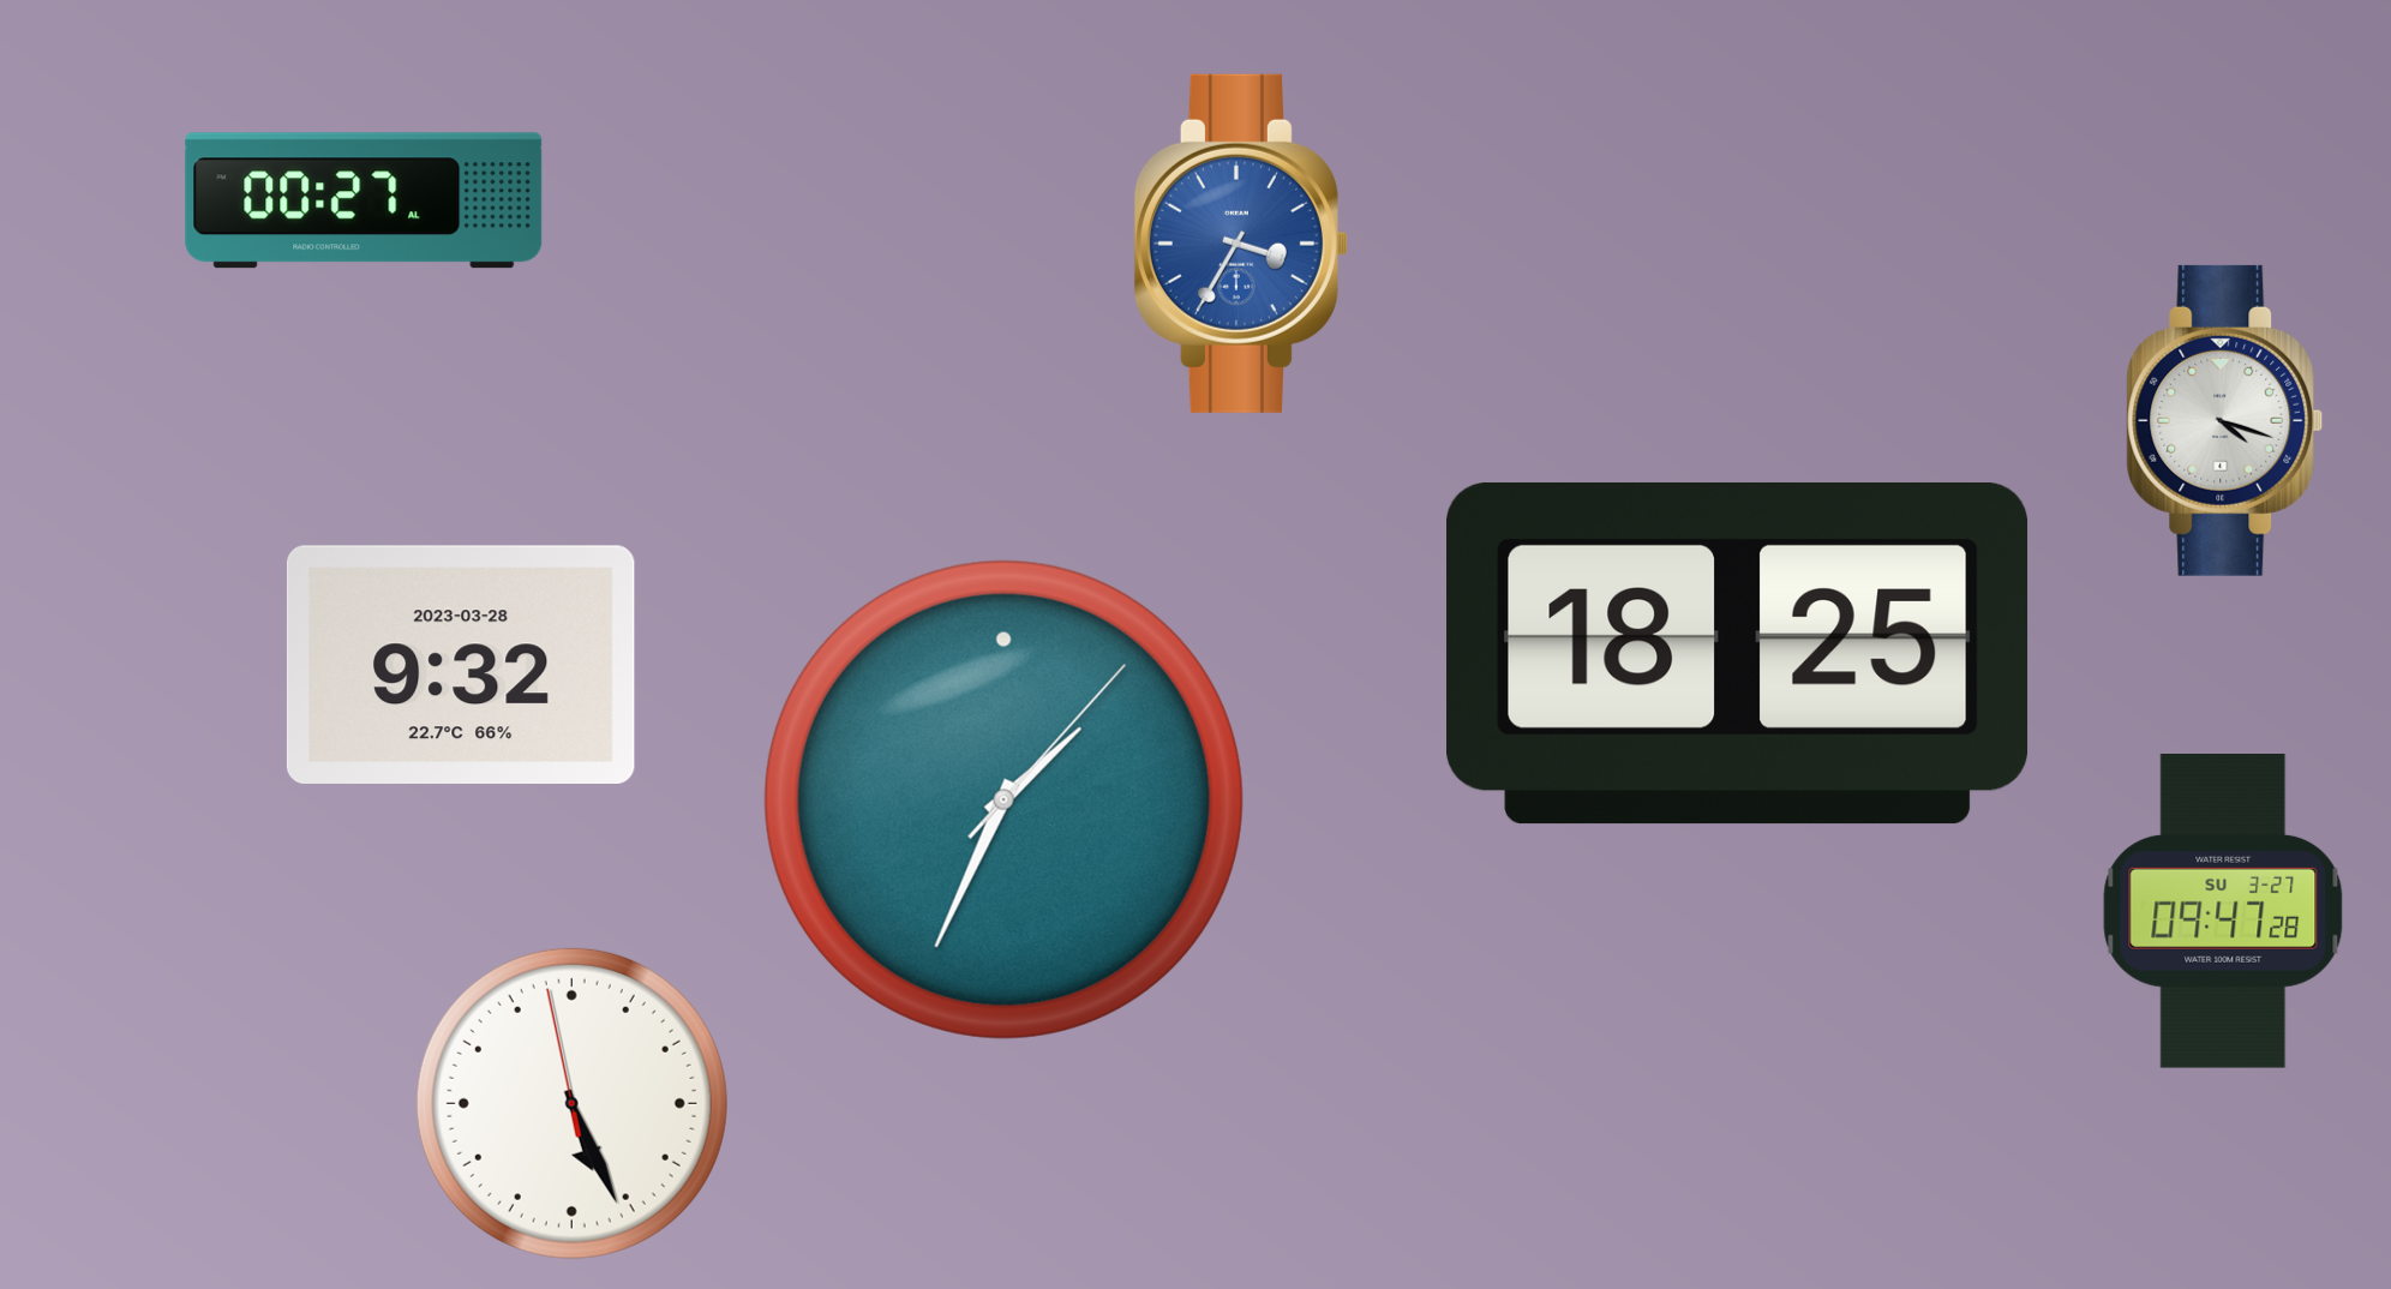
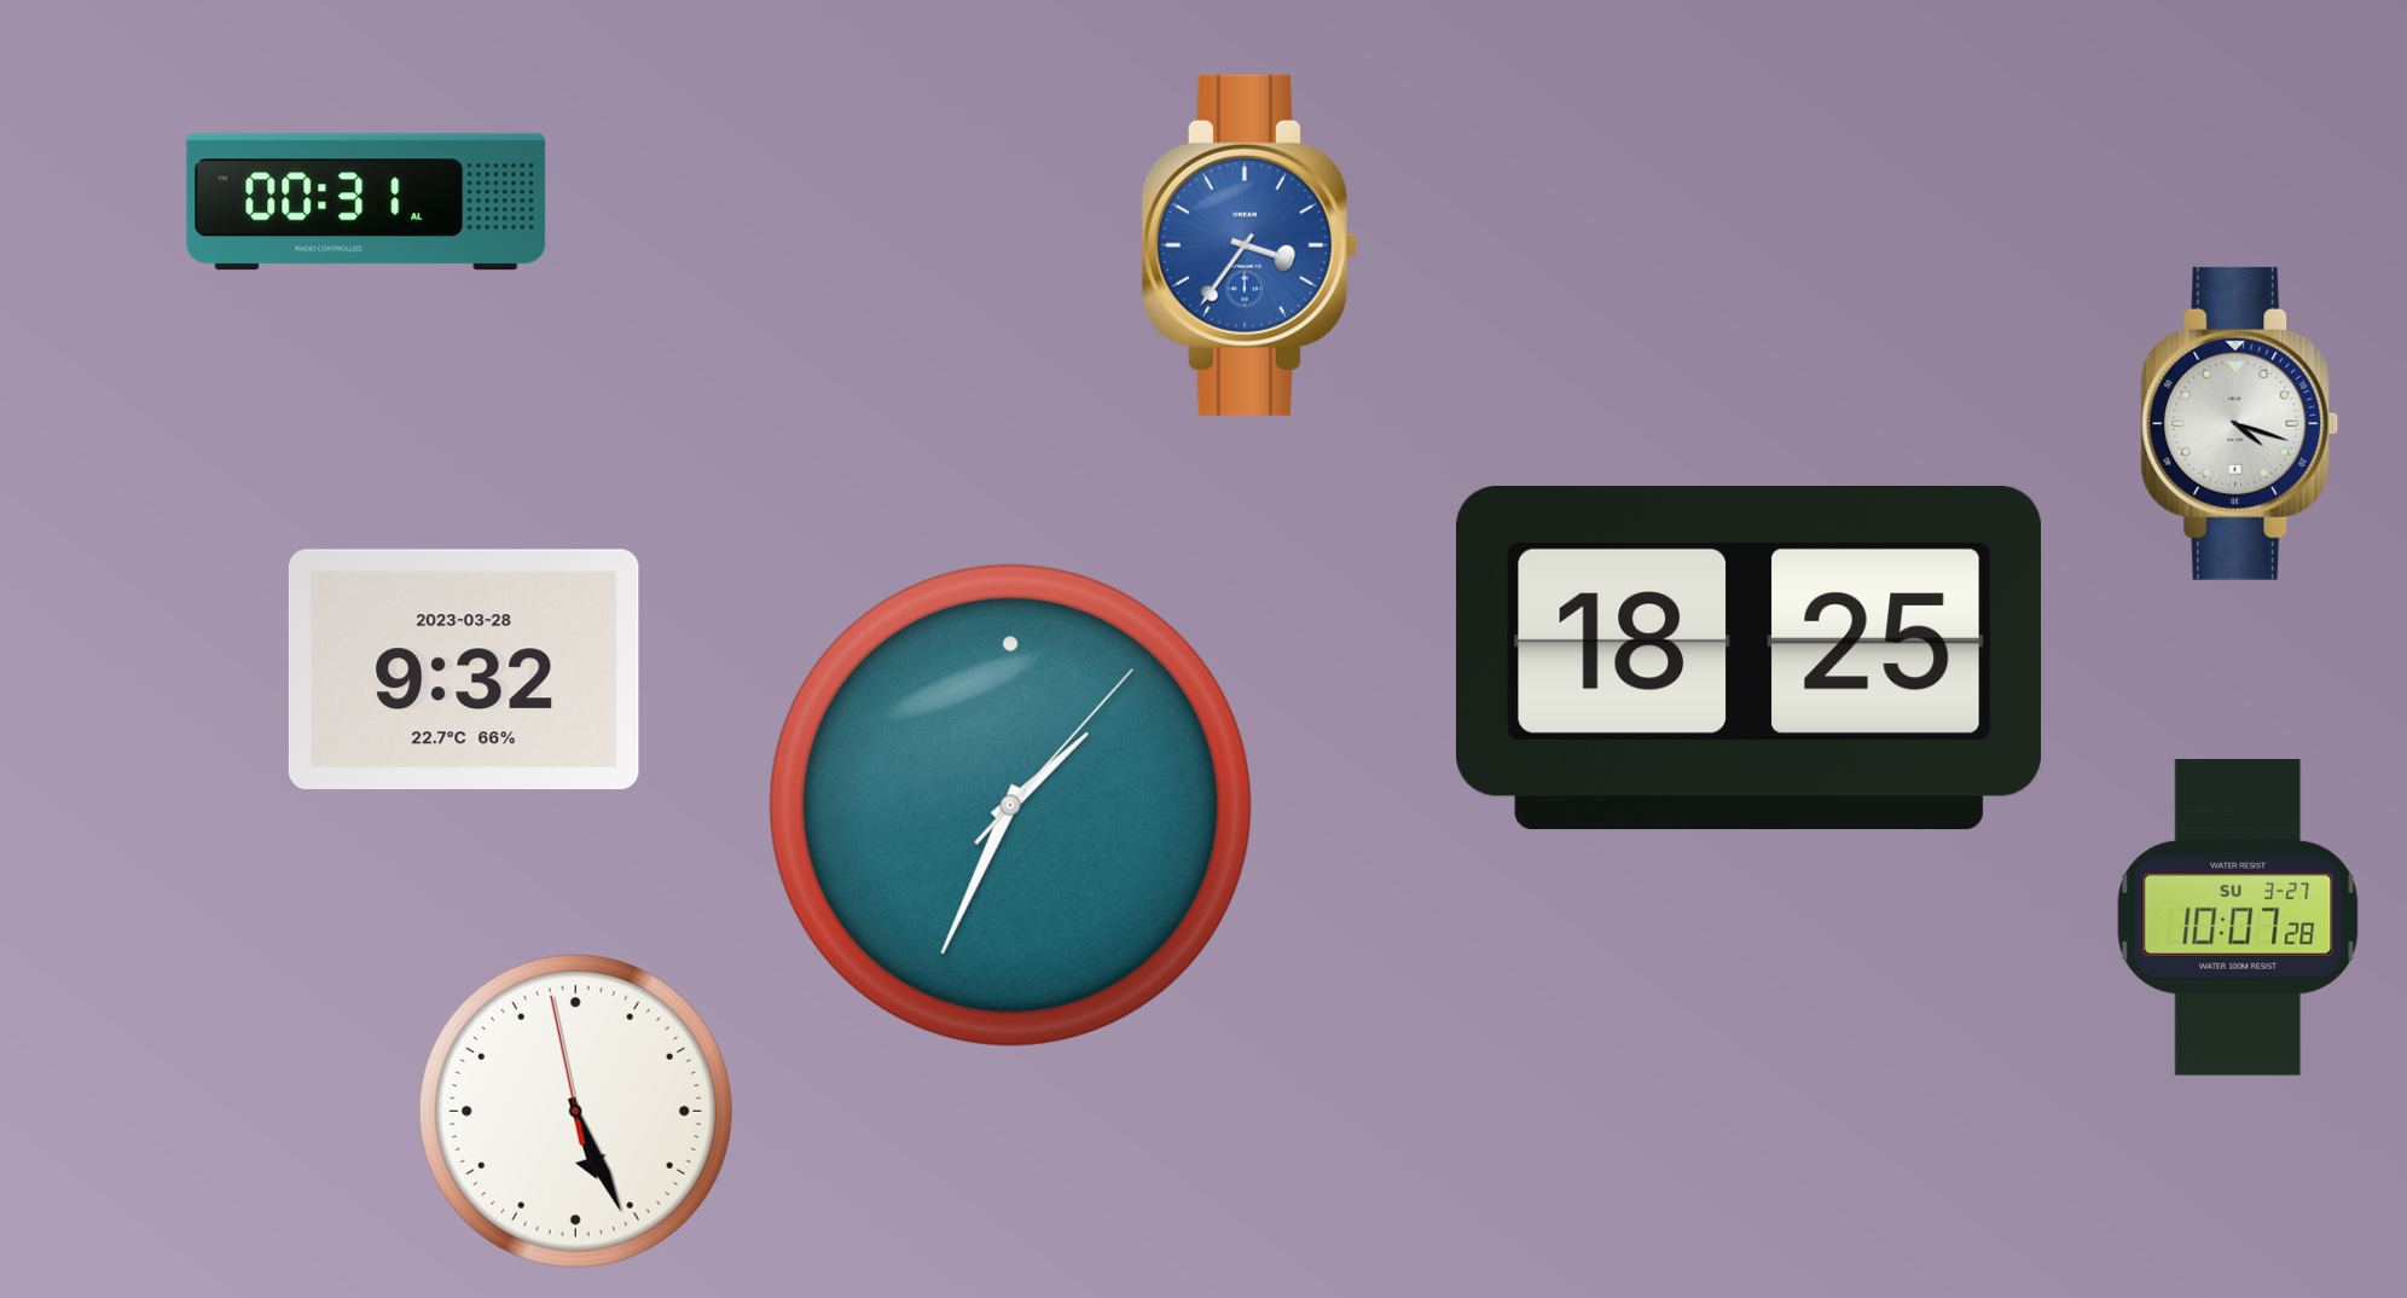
clock at (364, 200): 00:27 -> 00:31
clock at (1241, 244): 3:35 -> 3:36
clock at (2223, 912): 09:47 -> 10:07
